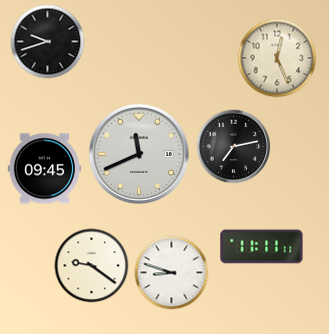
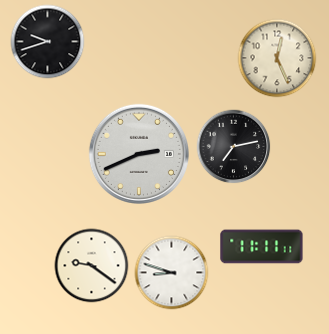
clock at (139, 154): 11:41 -> 2:41
clock at (44, 169): 09:45 -> none
